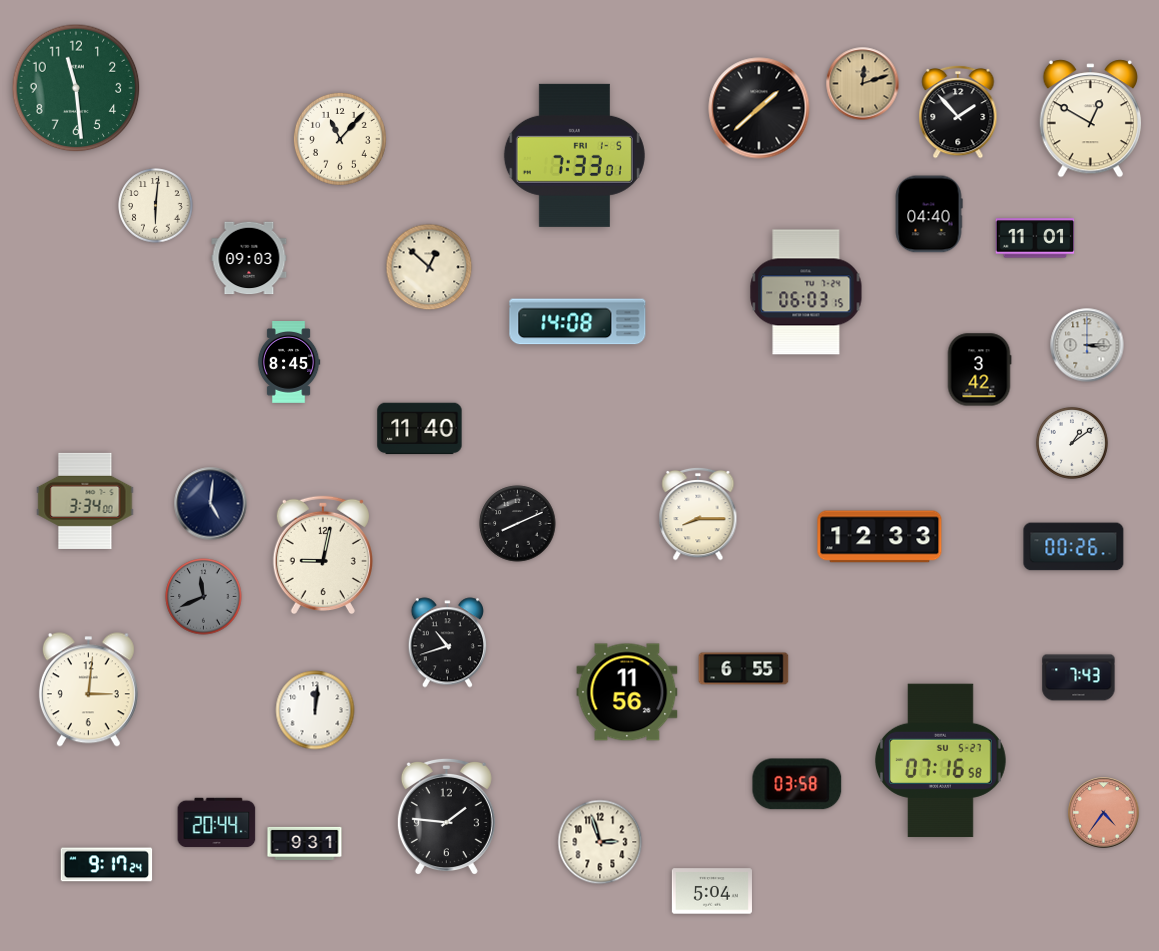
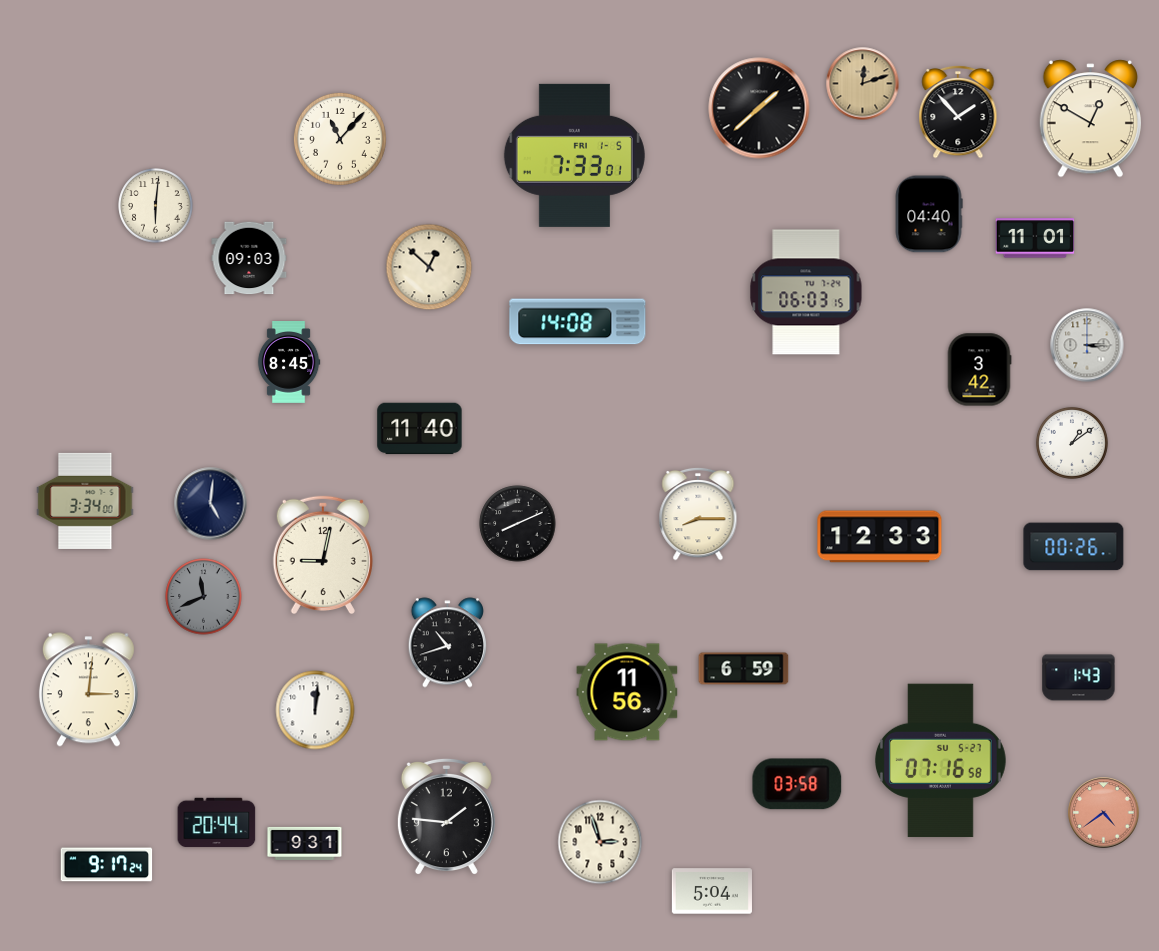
clock at (76, 88): 11:29 -> none
clock at (744, 669): 6:55 -> 6:59
clock at (1079, 678): 7:43 -> 1:43
clock at (1104, 813): 4:36 -> 4:39
